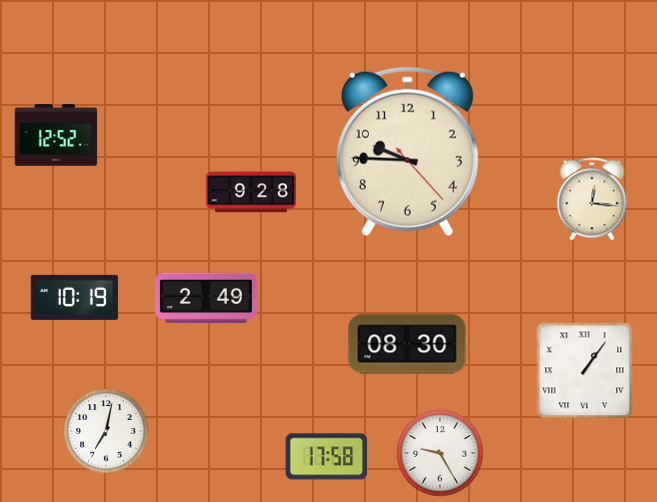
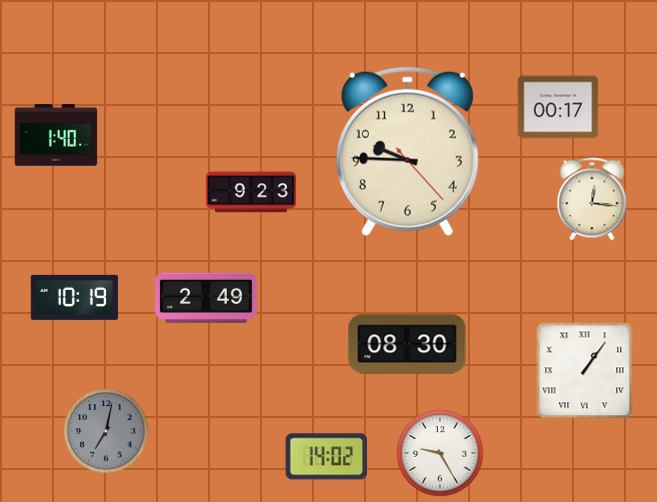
clock at (558, 107): none -> 00:17
clock at (56, 135): 12:52 -> 1:40
clock at (251, 192): 9:28 -> 9:23
clock at (106, 431) dial: white -> grey
clock at (326, 457): 17:58 -> 14:02
